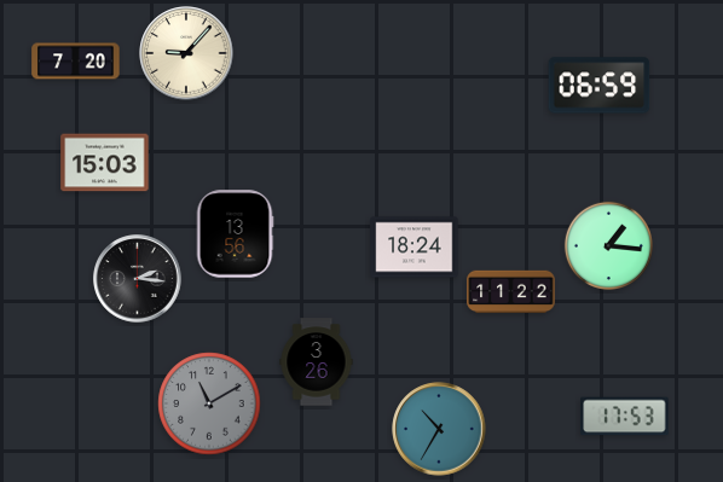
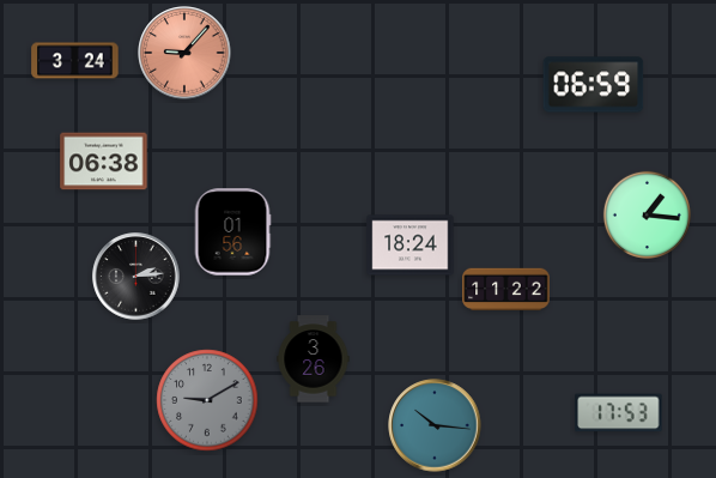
clock at (186, 53) dial: cream -> salmon
clock at (76, 62): 7:20 -> 3:24
clock at (105, 163): 15:03 -> 06:38
clock at (235, 234): 13:56 -> 01:56
clock at (608, 245) position: (608, 245) -> (647, 214)
clock at (138, 279): 2:16 -> 2:14
clock at (209, 403): 11:10 -> 9:10
clock at (439, 429): 10:35 -> 10:16
